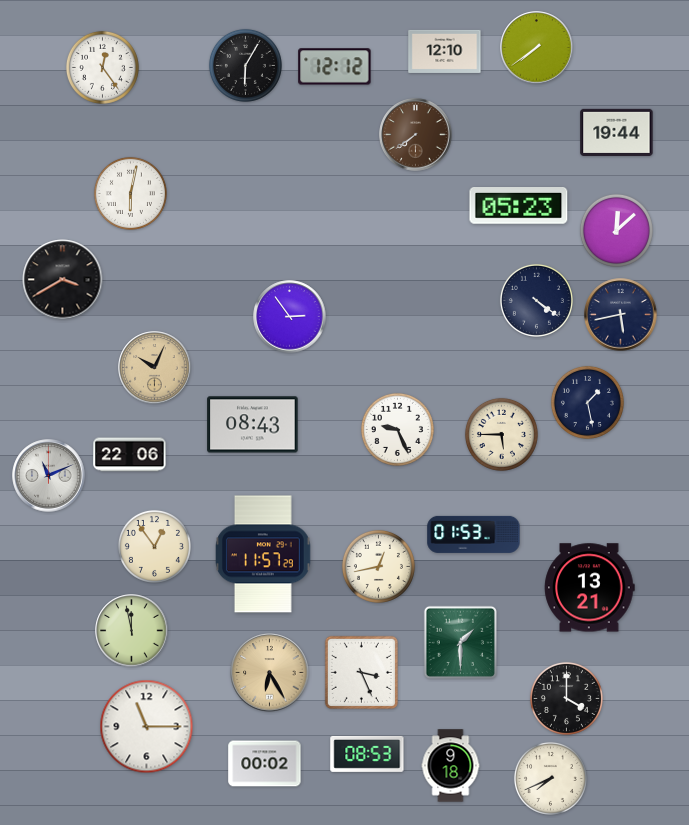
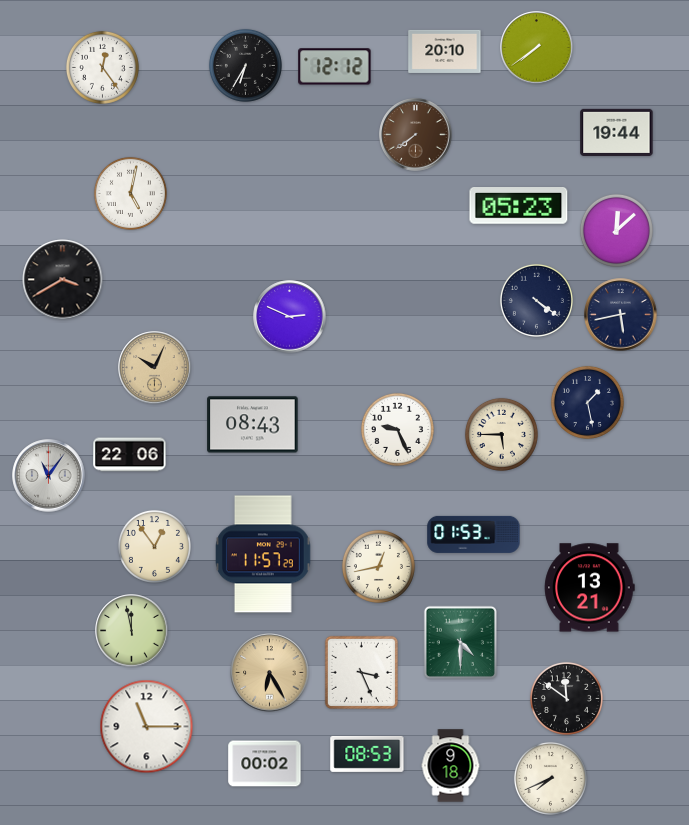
clock at (445, 51): 12:10 -> 20:10
clock at (245, 65): 6:05 -> 6:35
clock at (130, 193): 6:02 -> 5:02
clock at (290, 317): 2:54 -> 2:49
clock at (49, 476): 11:11 -> 11:06
clock at (460, 642): 1:30 -> 4:30
clock at (566, 698): 4:00 -> 11:51
